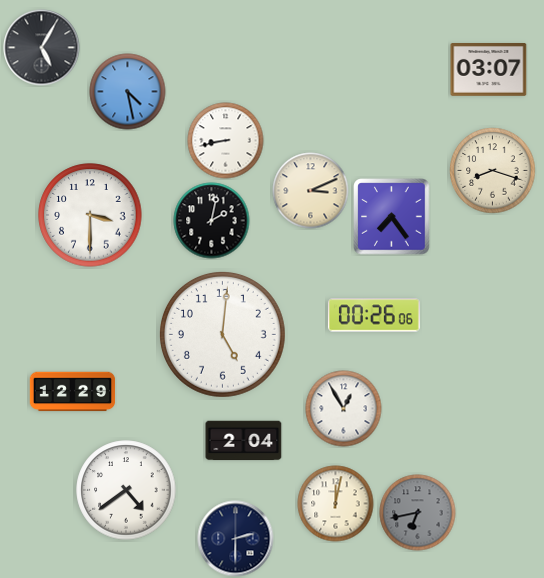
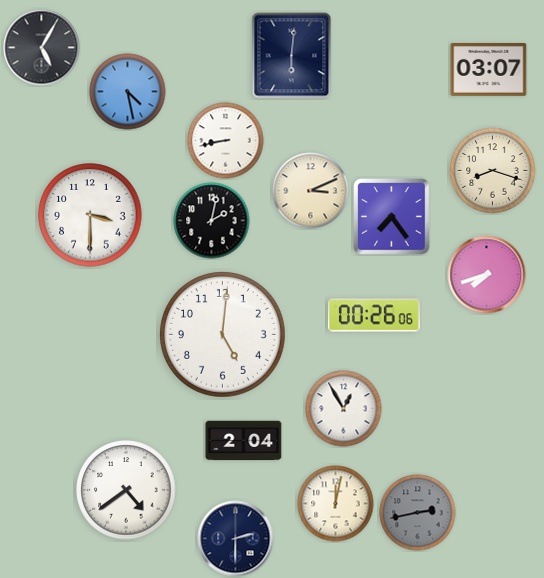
clock at (292, 56): none -> 6:01
clock at (487, 275): none -> 7:42
clock at (73, 392): 12:29 -> none
clock at (418, 513): 6:43 -> 2:43
